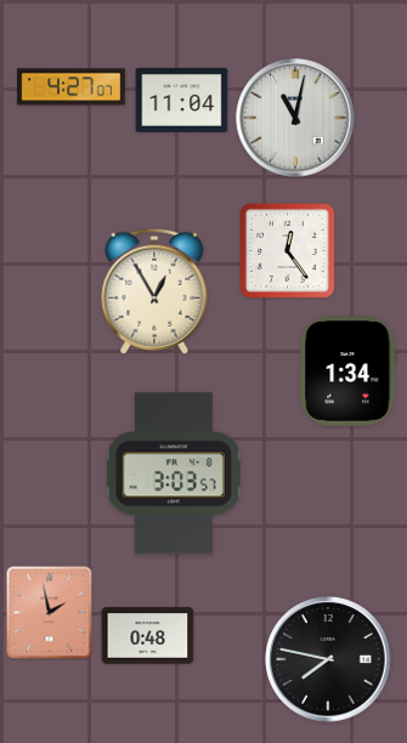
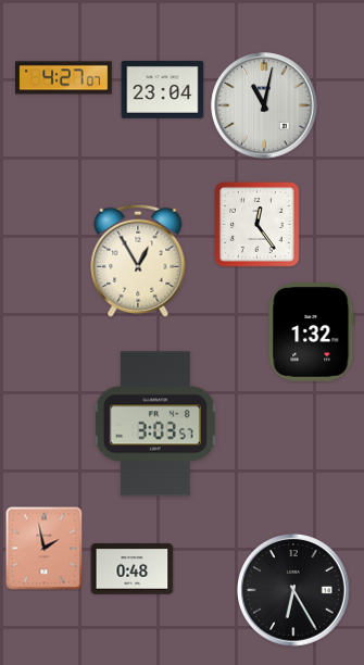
clock at (182, 100): 11:04 -> 23:04
clock at (349, 371): 1:34 -> 1:32
clock at (328, 659): 7:47 -> 6:25
